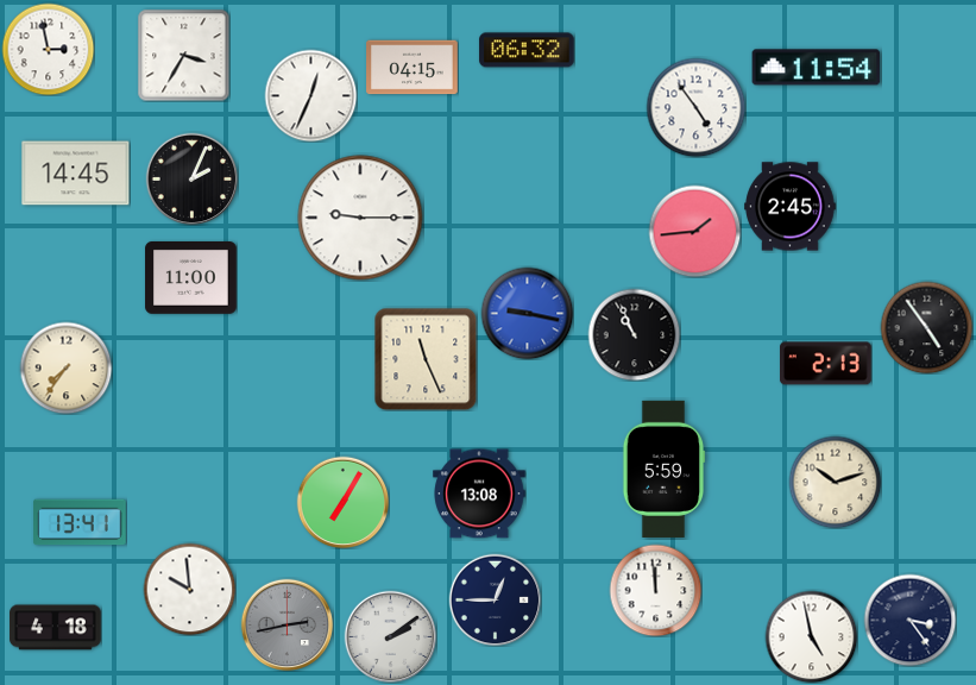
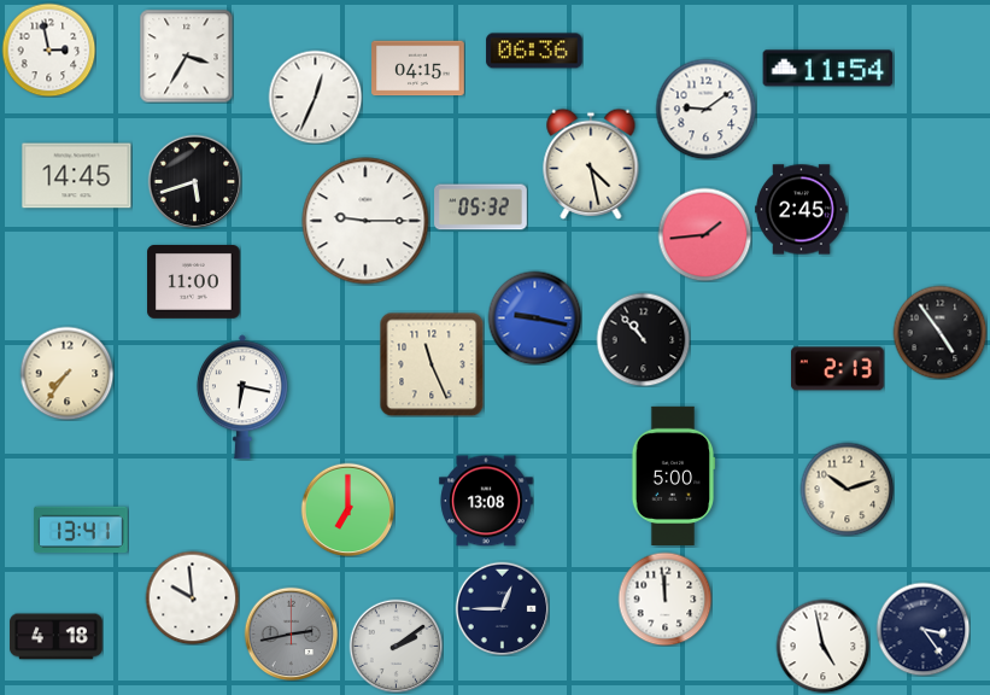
clock at (527, 50): 06:32 -> 06:36
clock at (695, 107): 4:54 -> 9:09
clock at (591, 164): none -> 4:28
clock at (191, 178): 2:04 -> 5:42
clock at (481, 208): none -> 05:32
clock at (634, 334): 10:56 -> 10:53
clock at (242, 397): none -> 6:17
clock at (663, 469): 5:59 -> 5:00
clock at (342, 502): 7:05 -> 7:00
